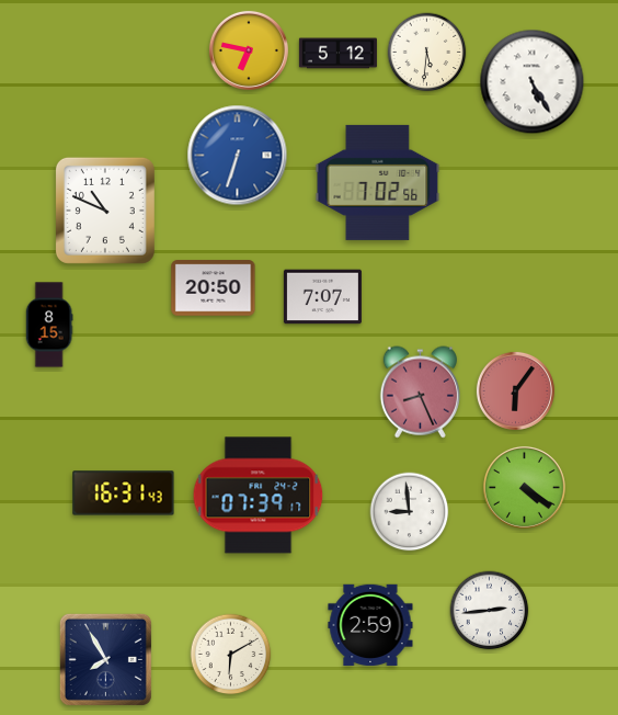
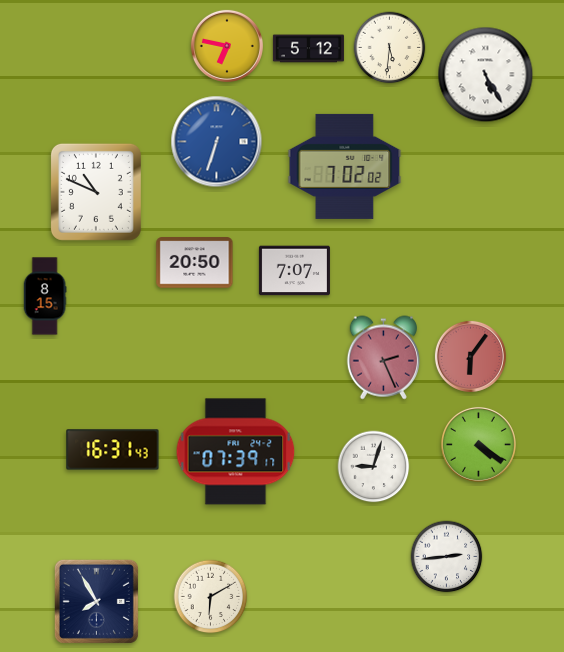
clock at (378, 182): 7:02:56 -> 7:02:02
clock at (420, 393): 8:26 -> 2:26
clock at (410, 512): 8:59 -> 9:03
clock at (370, 625): 2:59 -> none
